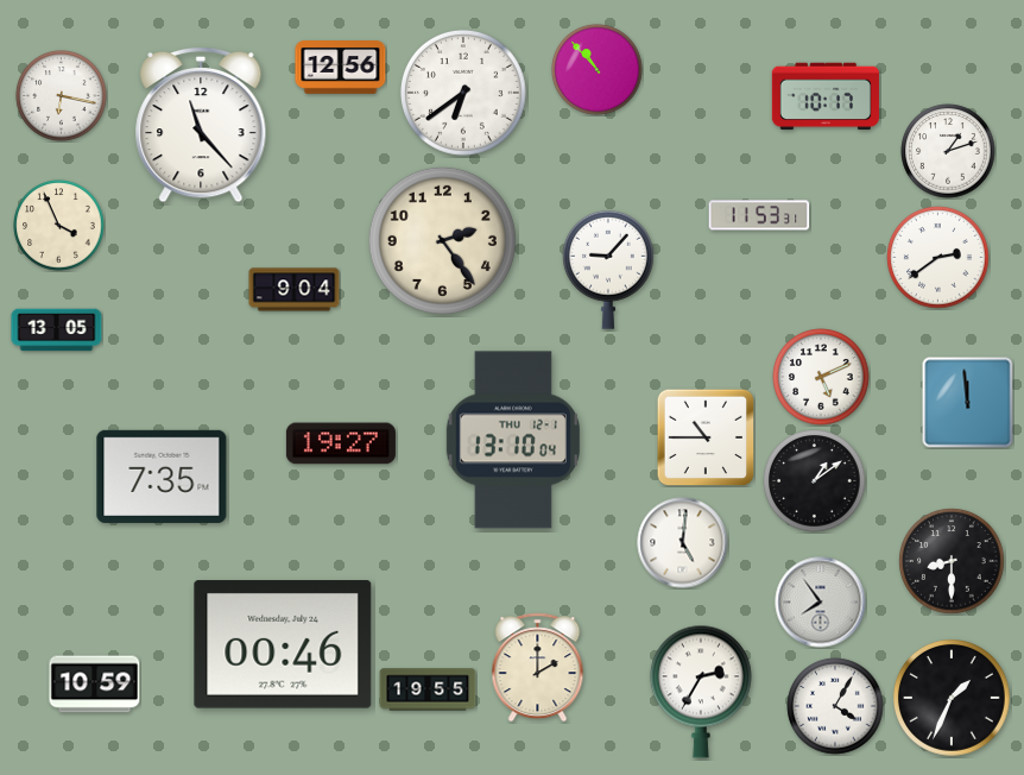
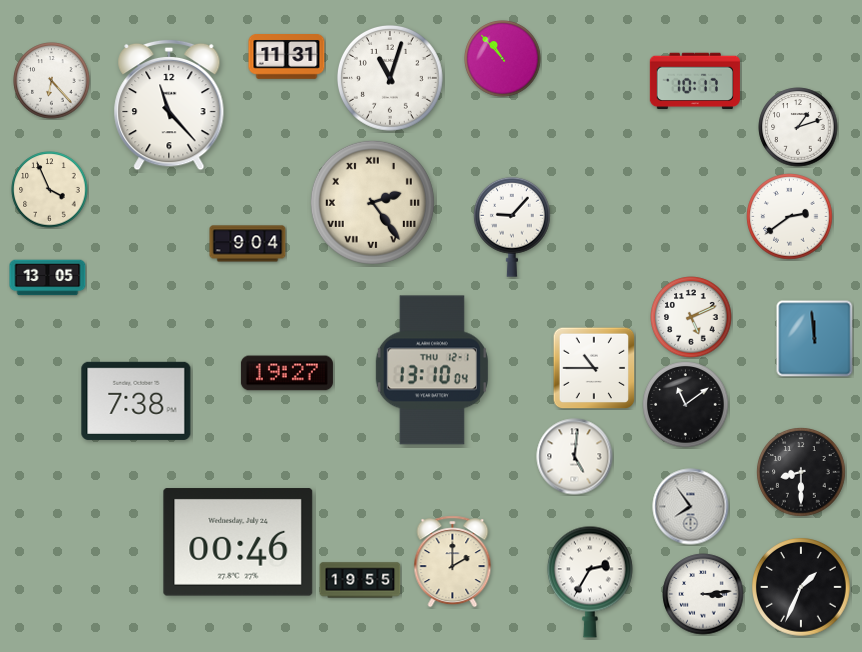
clock at (341, 68): 12:56 -> 11:31
clock at (463, 93): 6:39 -> 11:03
clock at (62, 96): 6:17 -> 6:23
clock at (759, 215): 11:53 -> none
clock at (442, 240) numerals: Arabic -> Roman
clock at (162, 477): 7:35 -> 7:38
clock at (815, 481): 1:09 -> 11:09
clock at (95, 685): 10:59 -> none
clock at (835, 706): 4:05 -> 3:14
